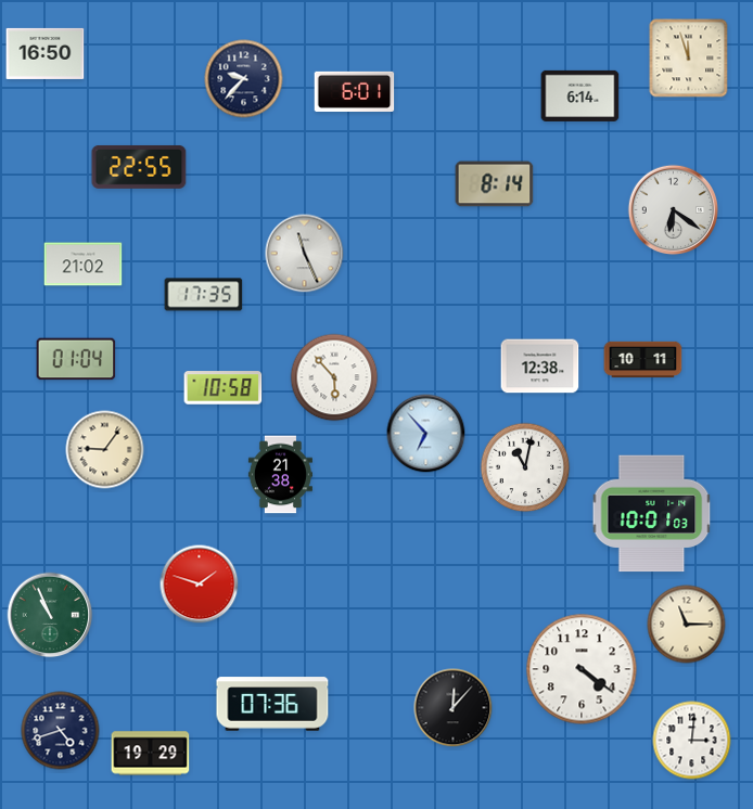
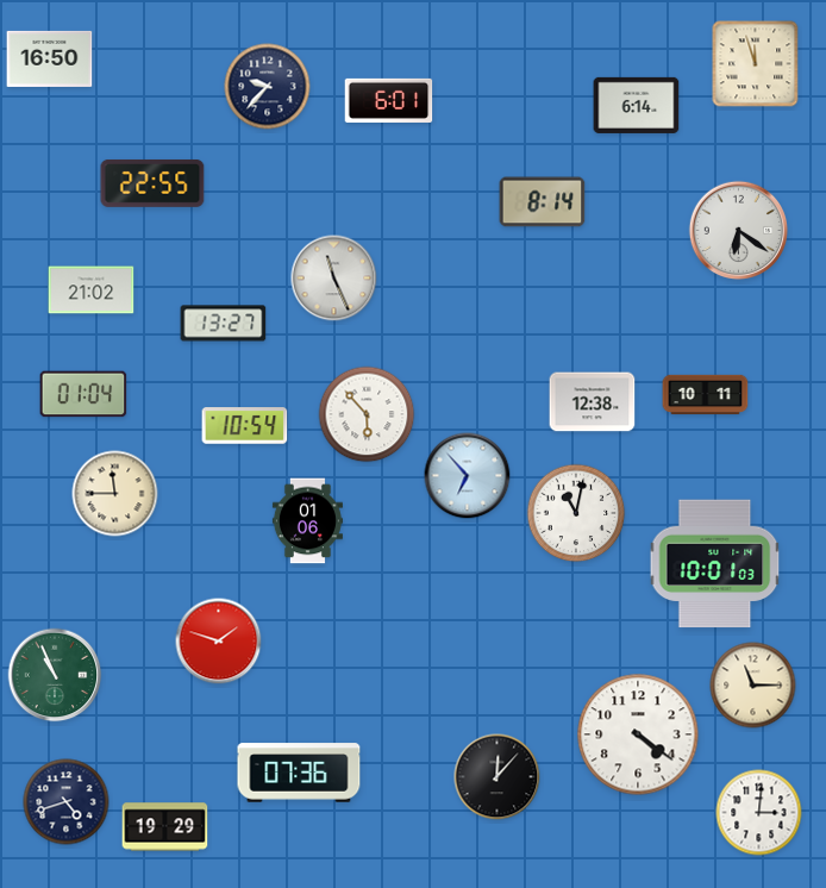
clock at (204, 295): 17:35 -> 13:27
clock at (224, 388): 10:58 -> 10:54
clock at (105, 450): 9:06 -> 11:45
clock at (280, 475): 21:38 -> 01:06
